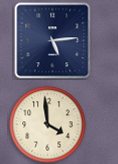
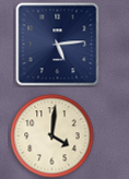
clock at (48, 125): 3:59 -> 4:01
